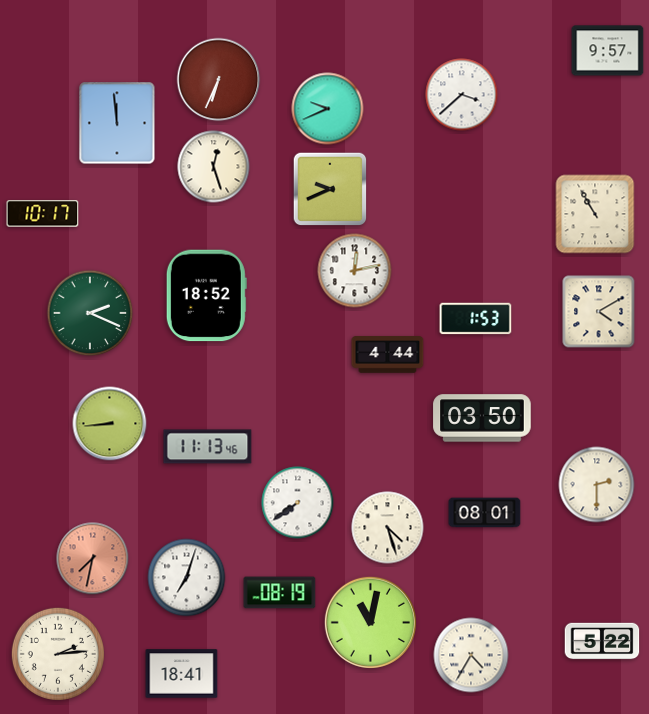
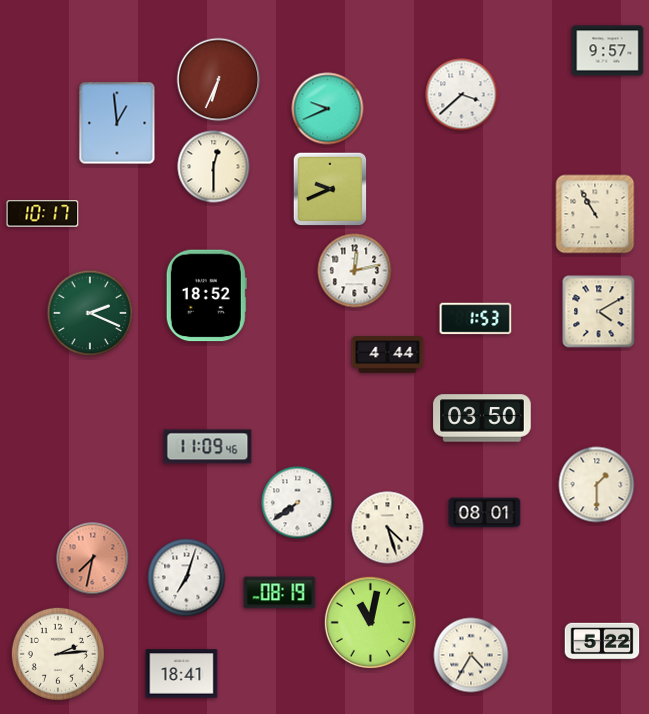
clock at (117, 123): 11:59 -> 12:59
clock at (214, 167): 12:27 -> 12:30
clock at (110, 424): 8:44 -> none
clock at (208, 447): 11:13 -> 11:09
clock at (597, 485): 2:30 -> 1:30
